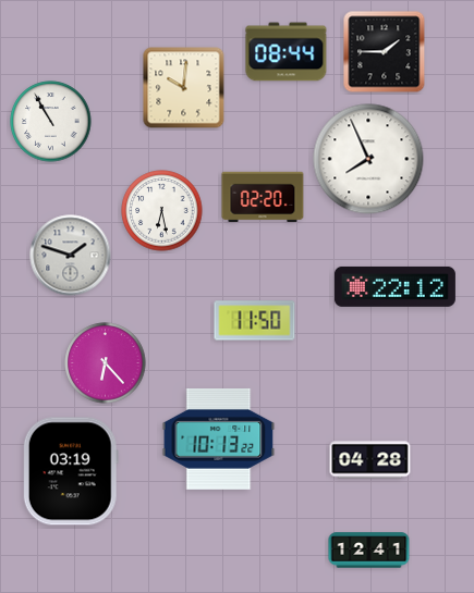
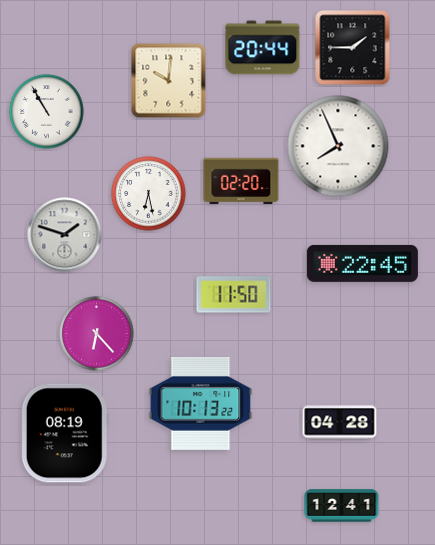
clock at (287, 52): 08:44 -> 20:44
clock at (394, 286): 22:12 -> 22:45
clock at (71, 471): 03:19 -> 08:19
clock at (369, 551) position: (369, 551) -> (342, 506)
